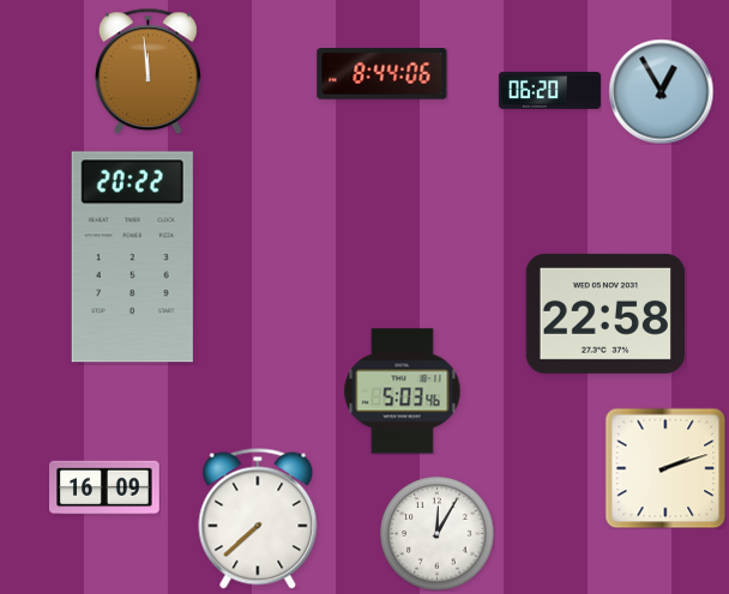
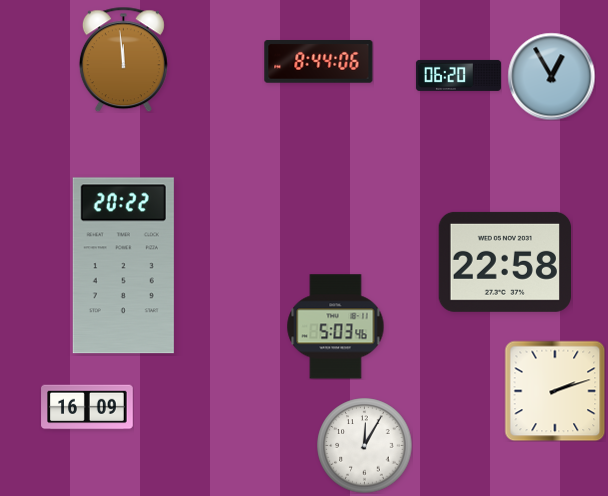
clock at (132, 257) position: (132, 257) -> (123, 266)
clock at (258, 519): 7:38 -> none
